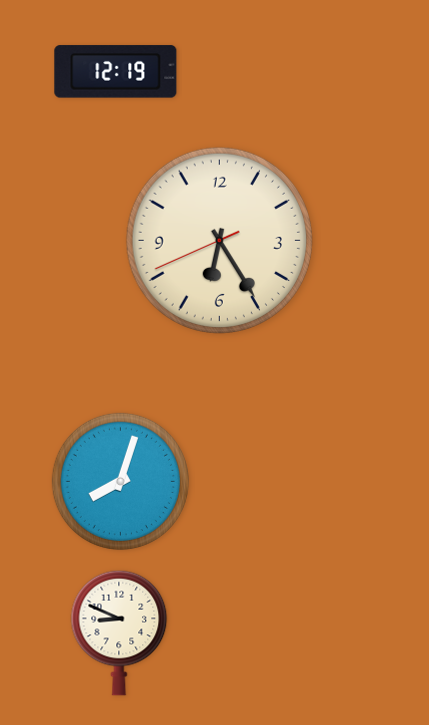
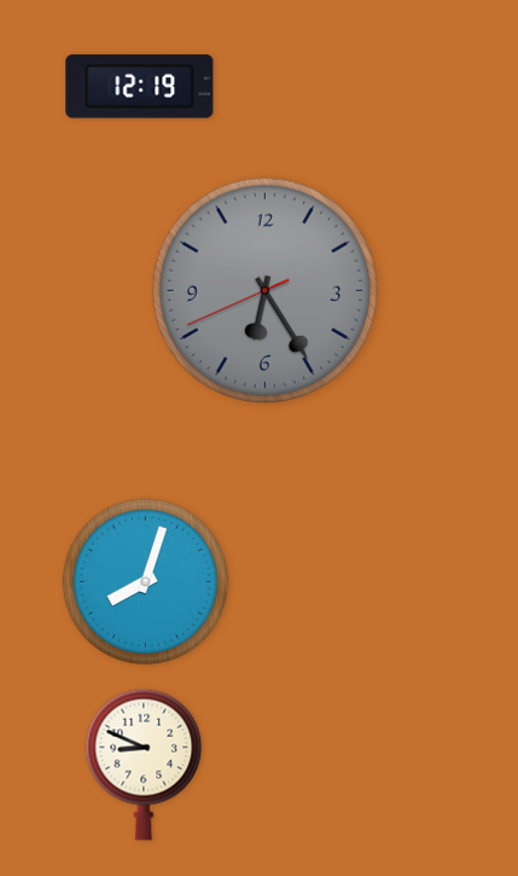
clock at (219, 240) dial: cream -> grey
